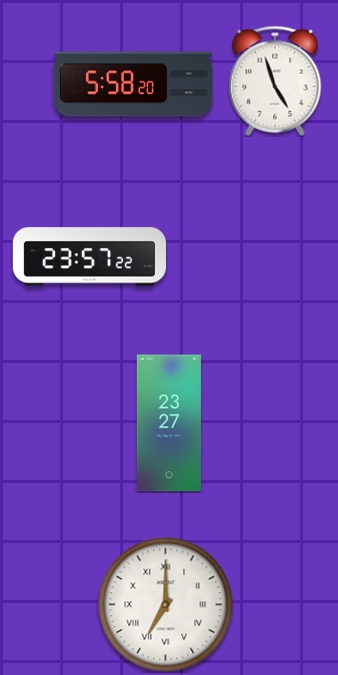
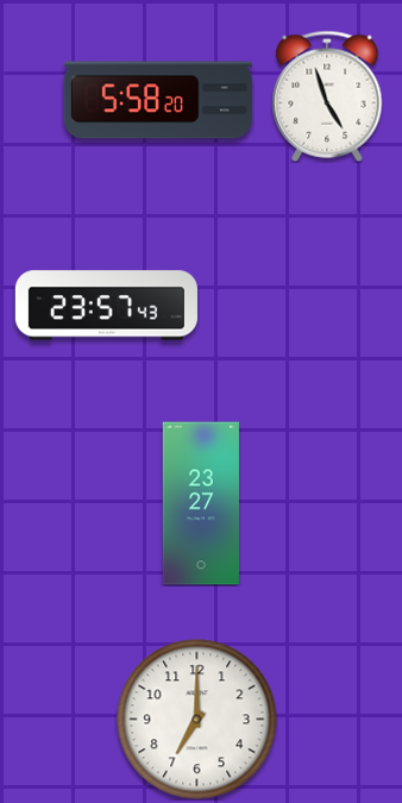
clock at (89, 257): 23:57:22 -> 23:57:43
clock at (166, 605) numerals: Roman -> Arabic
